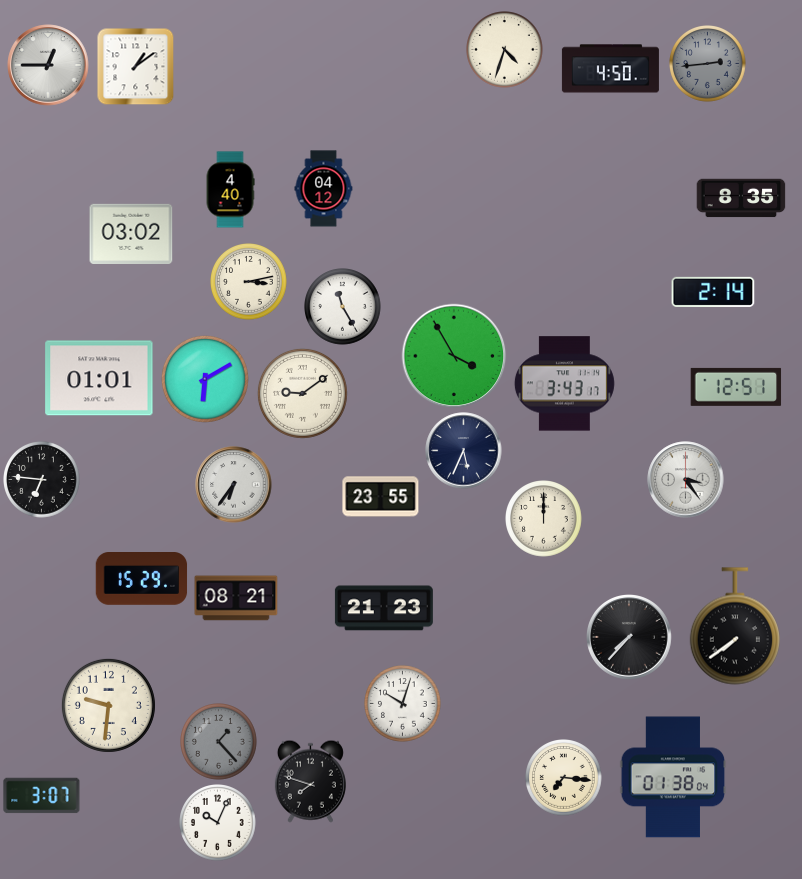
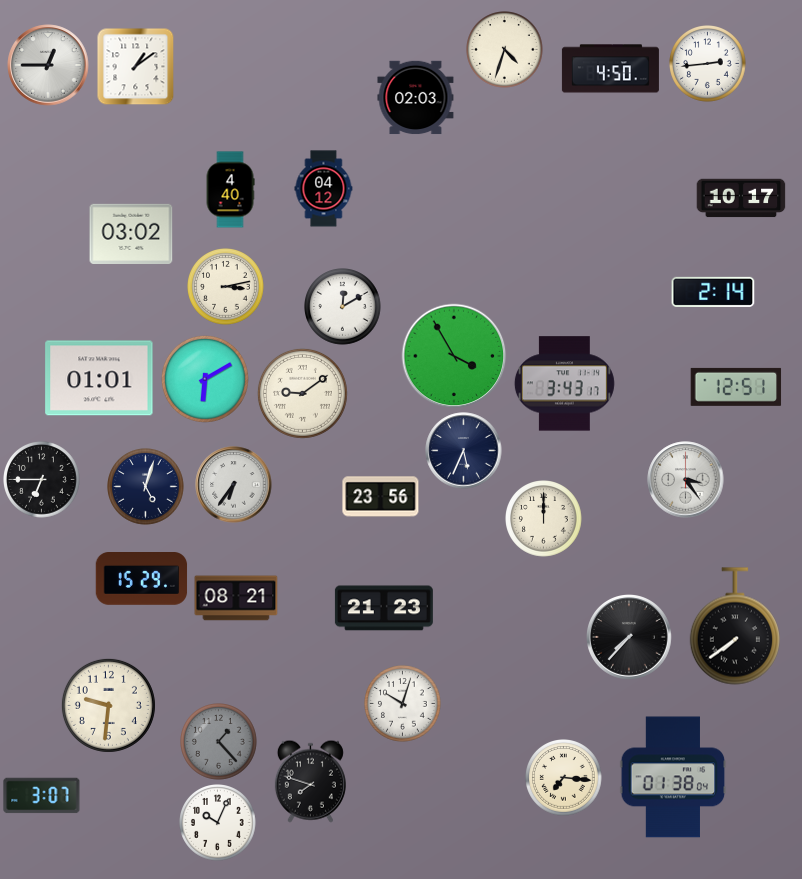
clock at (708, 64) dial: grey -> white
clock at (416, 98): none -> 02:03
clock at (741, 198): 8:35 -> 10:17
clock at (249, 282) position: (249, 282) -> (226, 287)
clock at (343, 307): 11:25 -> 12:10
clock at (42, 480): 6:46 -> 6:45
clock at (146, 487): none -> 5:03
clock at (381, 497): 23:55 -> 23:56
